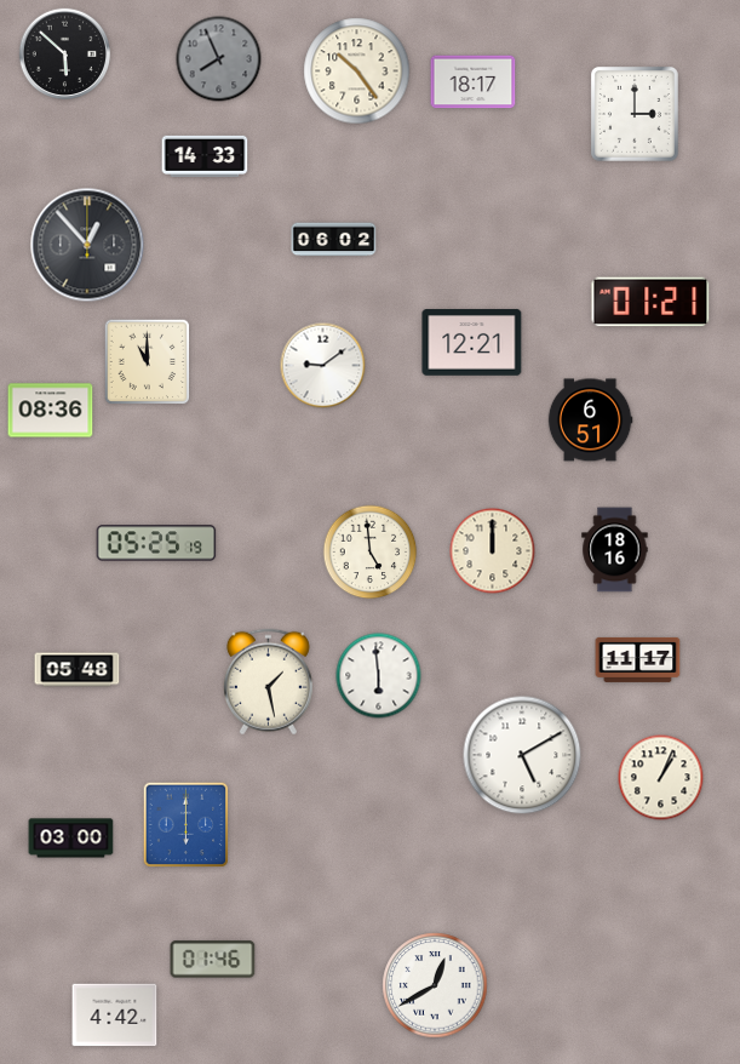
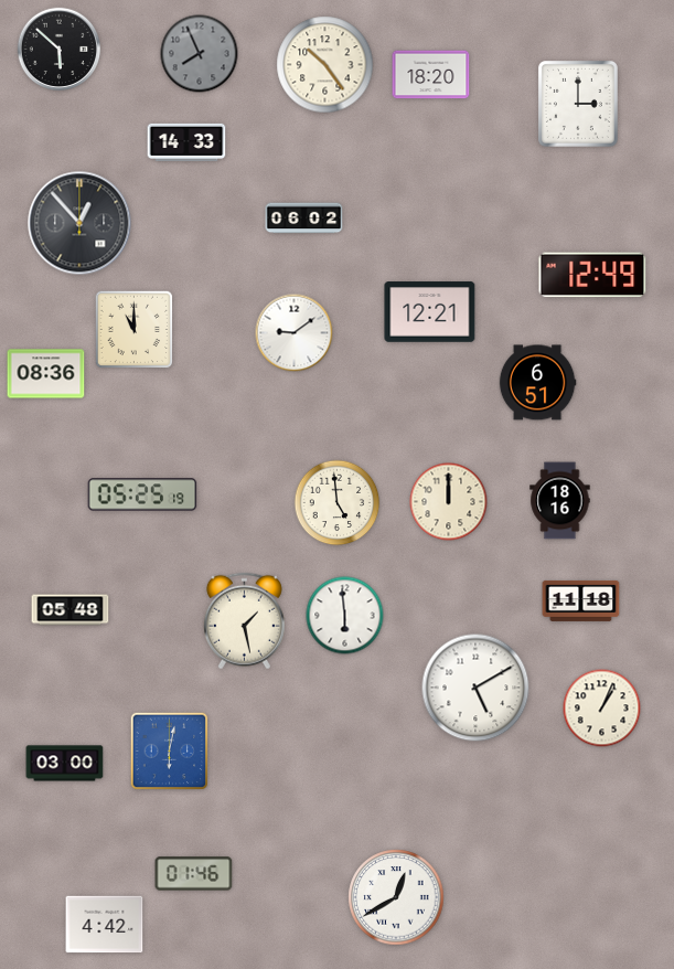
clock at (474, 82): 18:17 -> 18:20
clock at (650, 302): 01:21 -> 12:49
clock at (638, 659): 11:17 -> 11:18
clock at (187, 825): 6:00 -> 6:02
